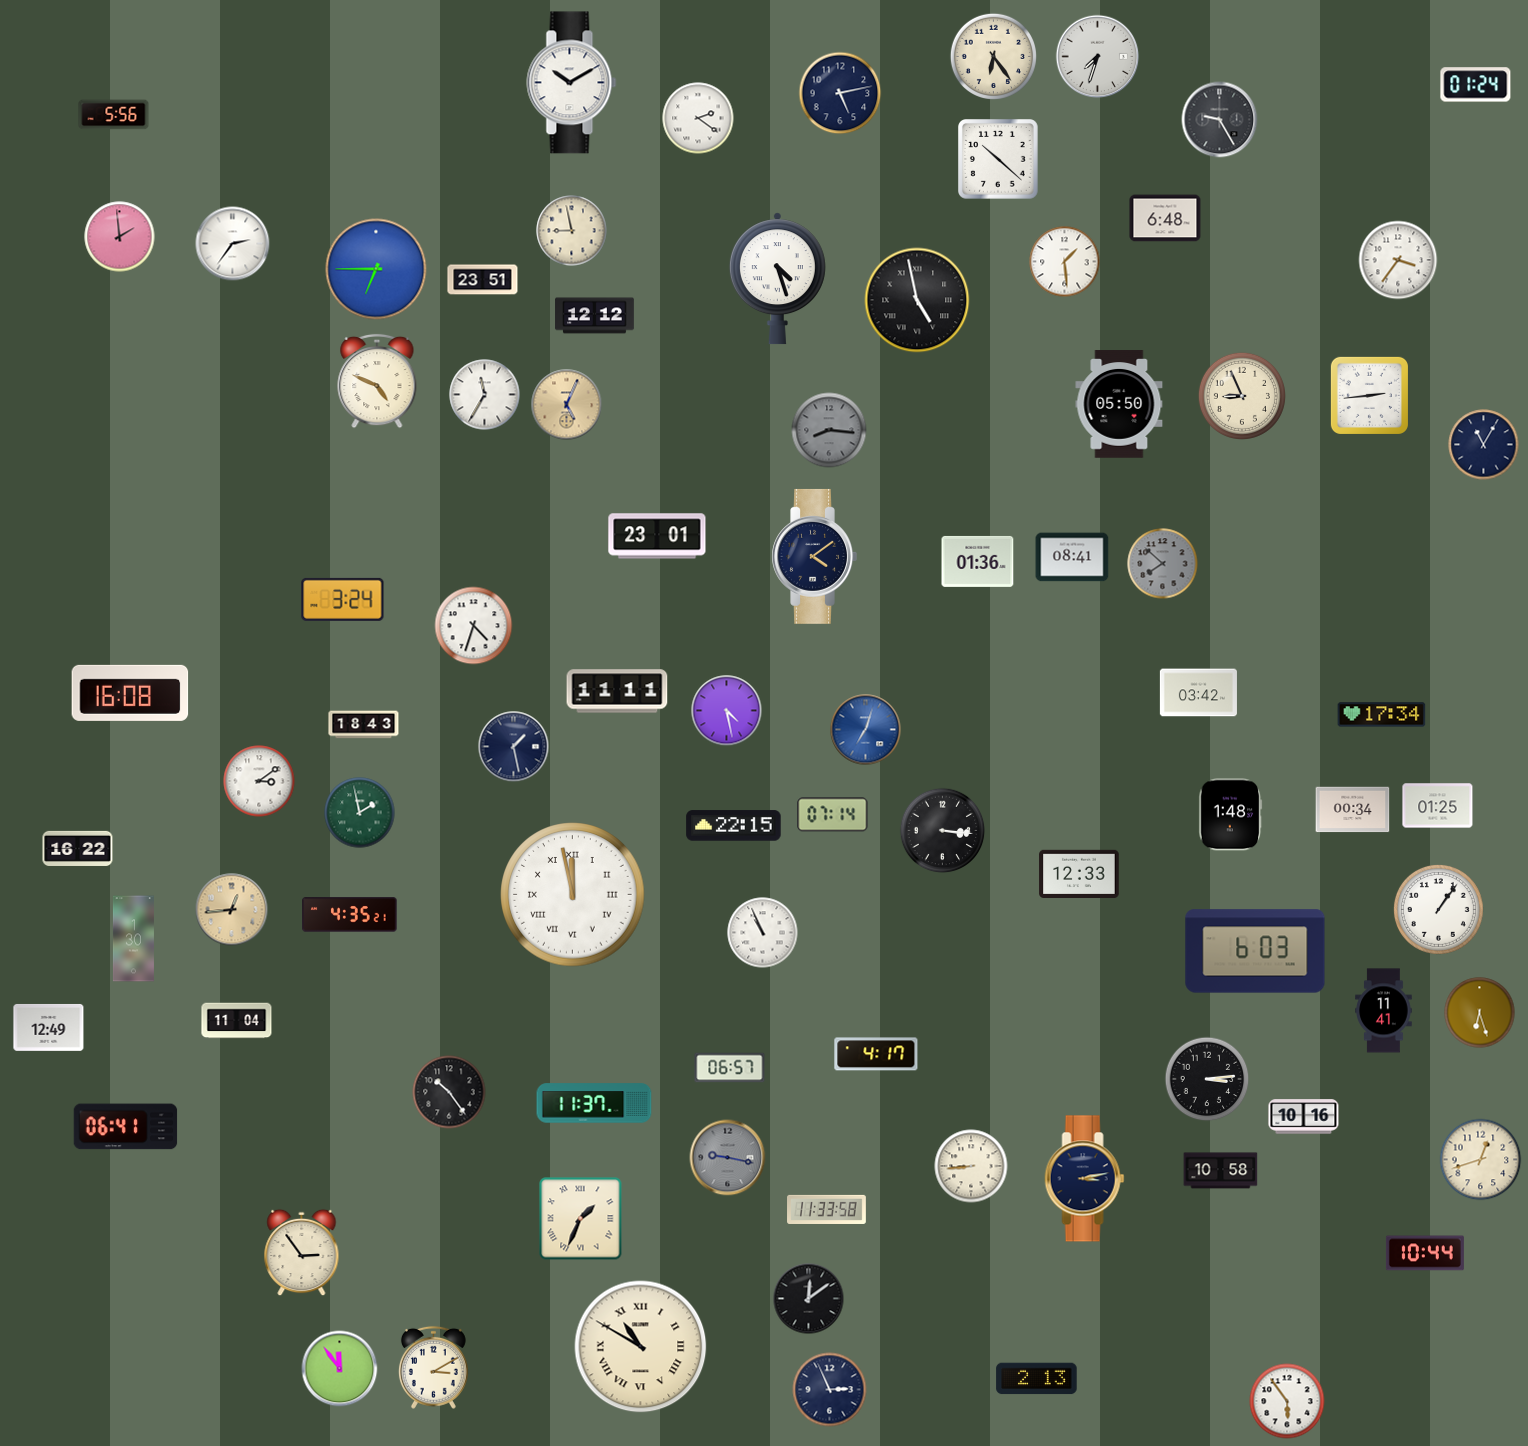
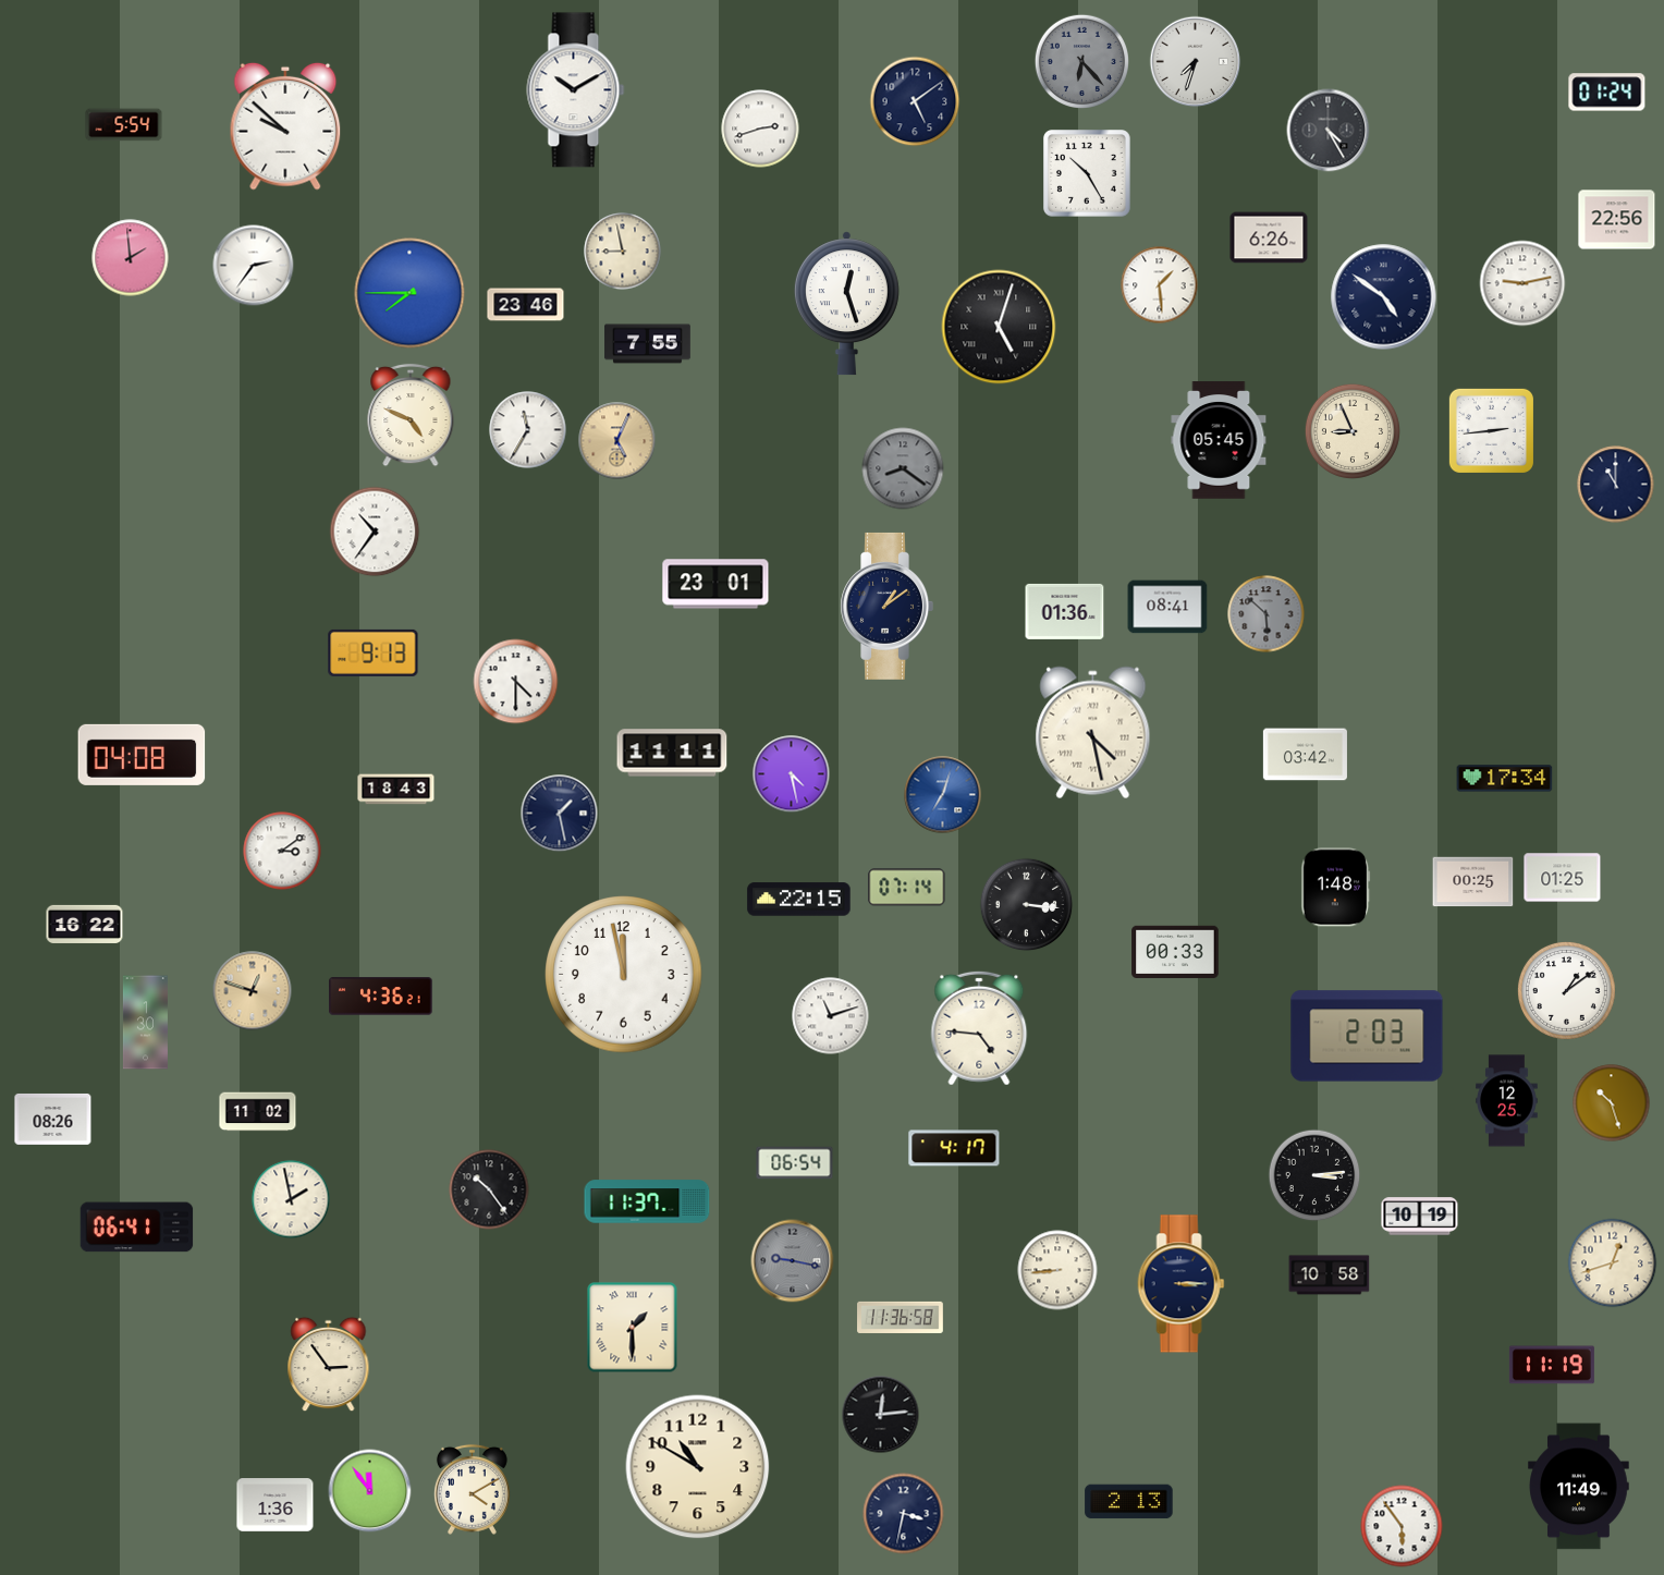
clock at (993, 56): 6:24 -> 6:23
clock at (993, 56) dial: cream -> grey
clock at (572, 83) position: (572, 83) -> (576, 90)
clock at (840, 93): 5:13 -> 5:09
clock at (114, 115): 5:56 -> 5:54
clock at (285, 126): none -> 9:52
clock at (698, 118): 2:21 -> 2:42
clock at (1220, 120): 9:25 -> 4:25
clock at (999, 160): 10:22 -> 10:25
clock at (1617, 220): none -> 22:56
clock at (1165, 218): 6:48 -> 6:26
clock at (1398, 260): 3:36 -> 9:13
clock at (376, 269): 6:45 -> 7:45
clock at (1384, 297): none -> 4:51
clock at (777, 279): 4:27 -> 12:27
clock at (483, 280): 23:51 -> 23:46
clock at (917, 300): 4:58 -> 5:03
clock at (595, 316): 12:12 -> 7:55
clock at (1119, 404): 05:50 -> 05:45
clock at (829, 430): 8:16 -> 8:21
clock at (1484, 445): 11:05 -> 11:00
clock at (375, 532): none -> 10:36
clock at (814, 556): 4:09 -> 1:09
clock at (1163, 564): 7:52 -> 5:52
clock at (343, 599): 3:24 -> 9:13
clock at (474, 626): 4:33 -> 4:30
clock at (1093, 733): none -> 4:28
clock at (130, 693): 16:08 -> 04:08
clock at (1438, 806) position: (1438, 806) -> (1563, 878)
clock at (1353, 810): 00:34 -> 00:25
clock at (360, 813): 1:58 -> none
clock at (1231, 815) position: (1231, 815) -> (1336, 888)
clock at (1079, 873): 12:33 -> 00:33
clock at (573, 895) numerals: Roman -> Arabic
clock at (1438, 909): 1:06 -> 1:09
clock at (232, 910): 12:44 -> 12:48
clock at (350, 915): 4:35 -> 4:36
clock at (763, 933): 10:56 -> 11:12
clock at (979, 1028): none -> 4:46
clock at (1255, 951): 6:03 -> 2:03
clock at (1384, 1011): 11:41 -> 12:25
clock at (1480, 1013): 6:27 -> 10:27
clock at (237, 1021): 11:04 -> 11:02
clock at (49, 1027): 12:49 -> 08:26
clock at (730, 1068): 06:57 -> 06:54
clock at (291, 1199): none -> 1:58
clock at (1304, 1117): 10:16 -> 10:19
clock at (1085, 1179): 3:13 -> 3:15
clock at (827, 1209): 11:33 -> 11:36
clock at (581, 1219): 1:34 -> 1:30
clock at (1425, 1253): 10:44 -> 11:19
clock at (809, 1299): 12:09 -> 12:14
clock at (641, 1347) numerals: Roman -> Arabic
clock at (1579, 1487): none -> 11:49
clock at (433, 1367): 3:10 -> 4:10
clock at (276, 1505): none -> 1:36
clock at (830, 1390): 2:56 -> 3:32
